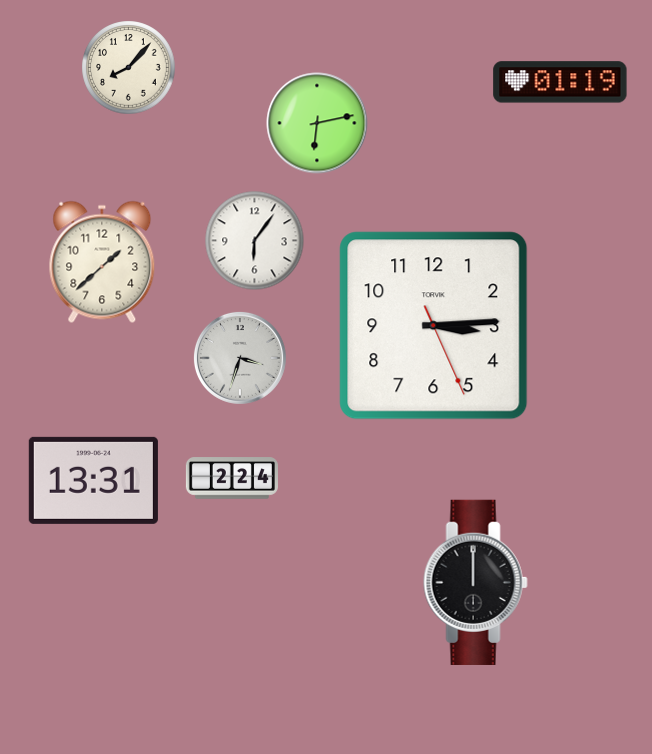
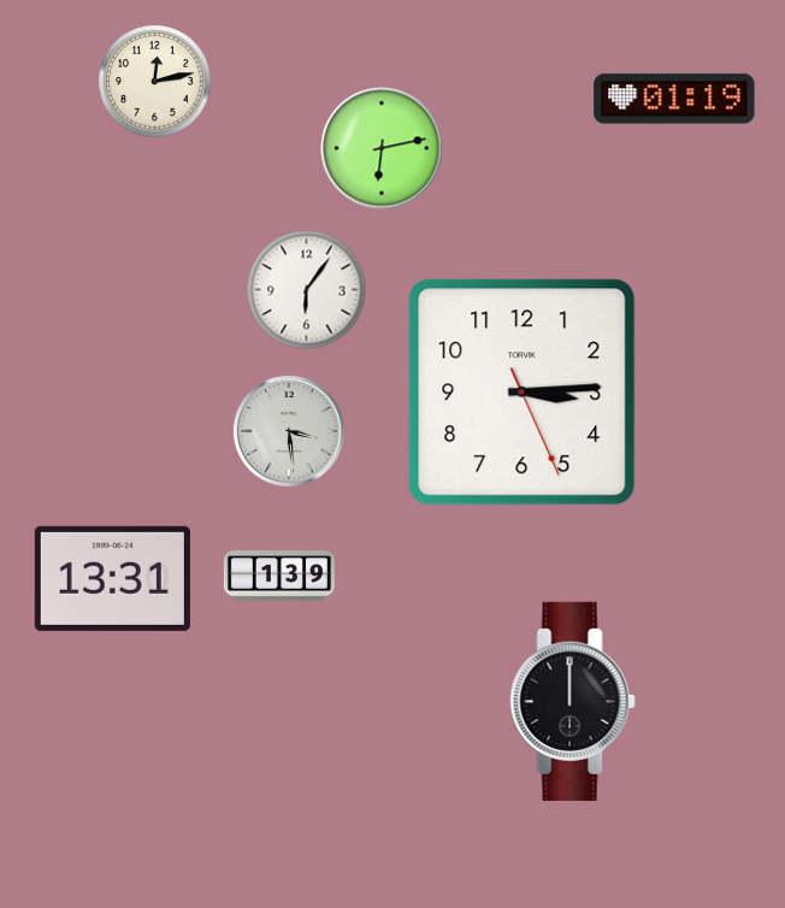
clock at (129, 68): 8:07 -> 12:13
clock at (102, 262): 1:38 -> none
clock at (240, 358): 3:33 -> 3:29
clock at (232, 478): 2:24 -> 1:39
